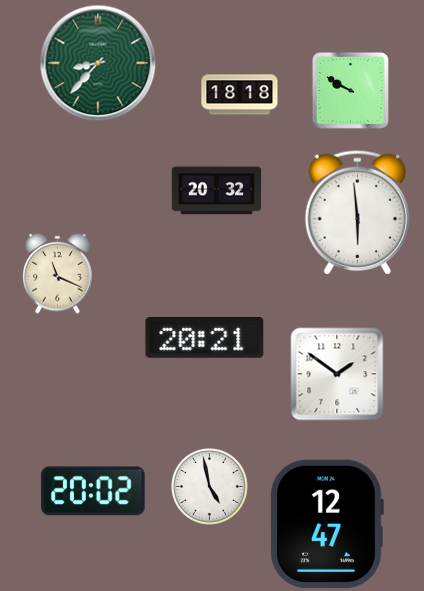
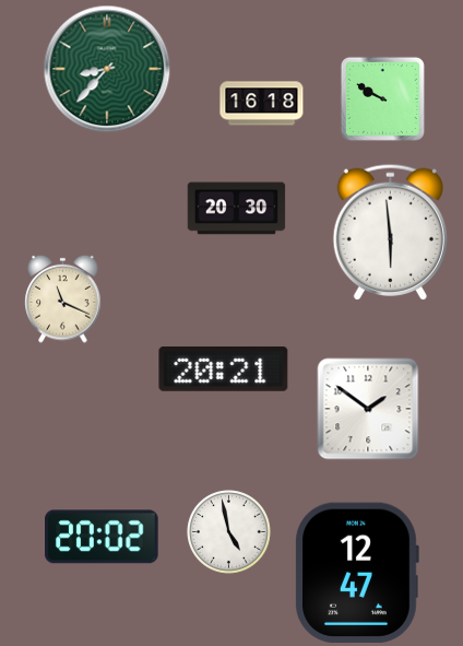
clock at (240, 95): 18:18 -> 16:18
clock at (217, 191): 20:32 -> 20:30
